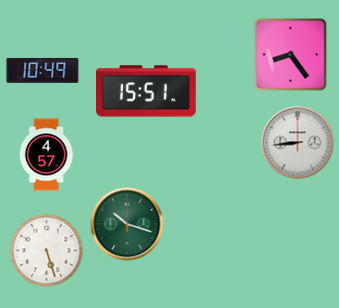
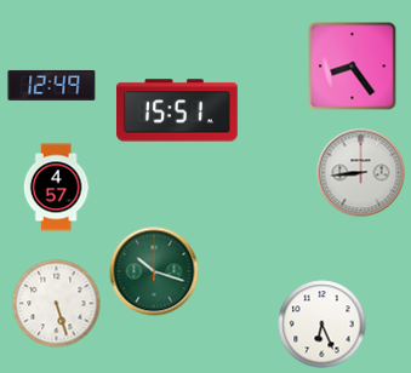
clock at (43, 70): 10:49 -> 12:49
clock at (322, 325): none -> 6:26
